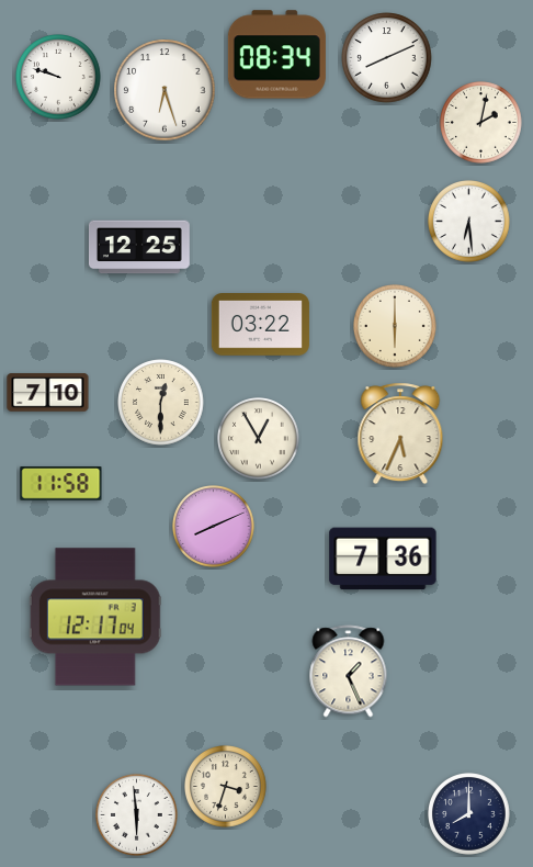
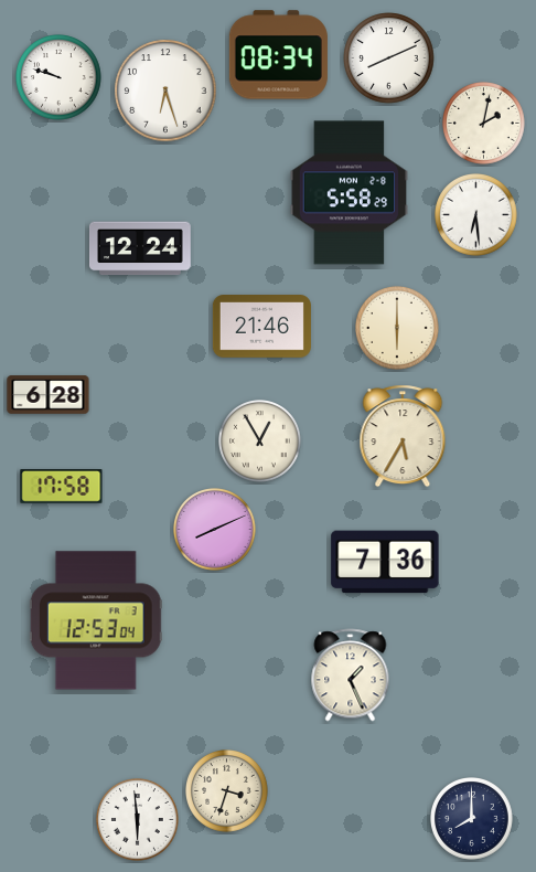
clock at (350, 193): none -> 5:58
clock at (469, 222) position: (469, 222) -> (476, 215)
clock at (139, 247): 12:25 -> 12:24
clock at (260, 325): 03:22 -> 21:46
clock at (48, 393): 7:10 -> 6:28
clock at (161, 403): 12:30 -> none
clock at (400, 434): 5:34 -> 5:35
clock at (61, 484): 11:58 -> 17:58
clock at (95, 617): 12:17 -> 12:53
